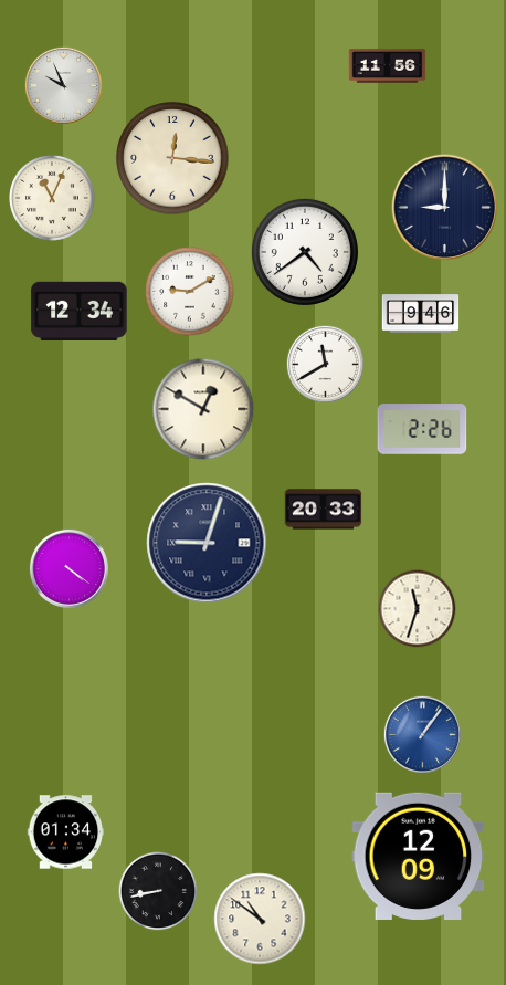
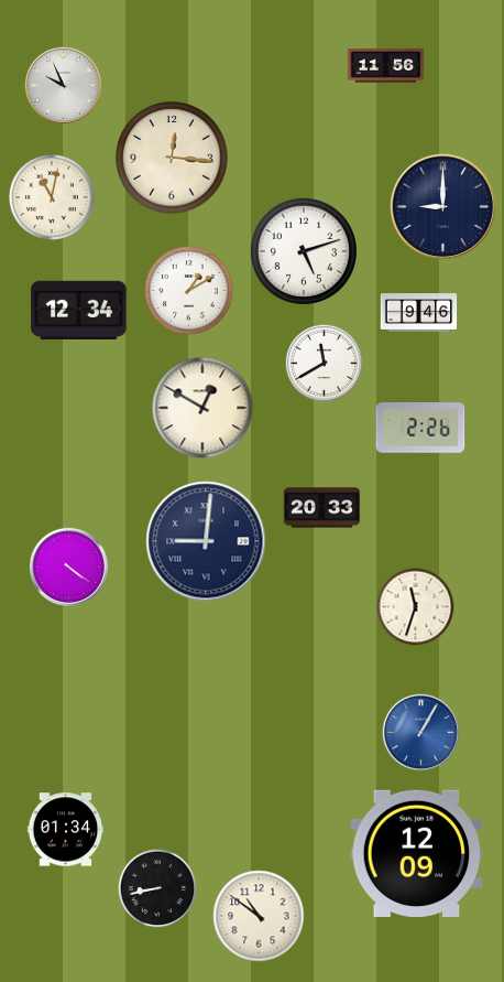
clock at (53, 199): 11:04 -> 11:02
clock at (305, 252): 4:39 -> 5:12
clock at (190, 292): 9:10 -> 1:10
clock at (207, 543): 9:03 -> 9:01
clock at (422, 734): 1:06 -> 1:05
